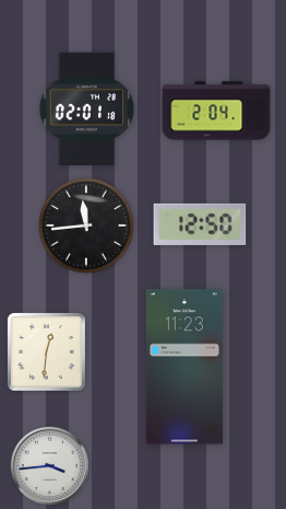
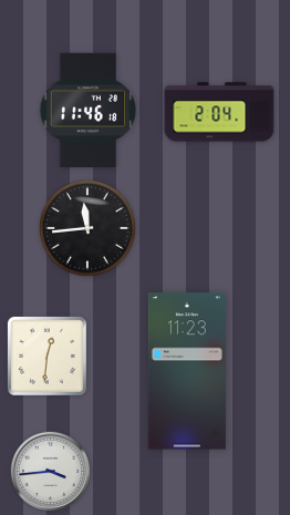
clock at (87, 108): 02:01 -> 11:46
clock at (200, 224): 12:50 -> none
